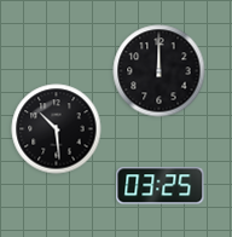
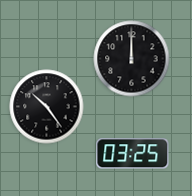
clock at (57, 129): 10:29 -> 10:24
